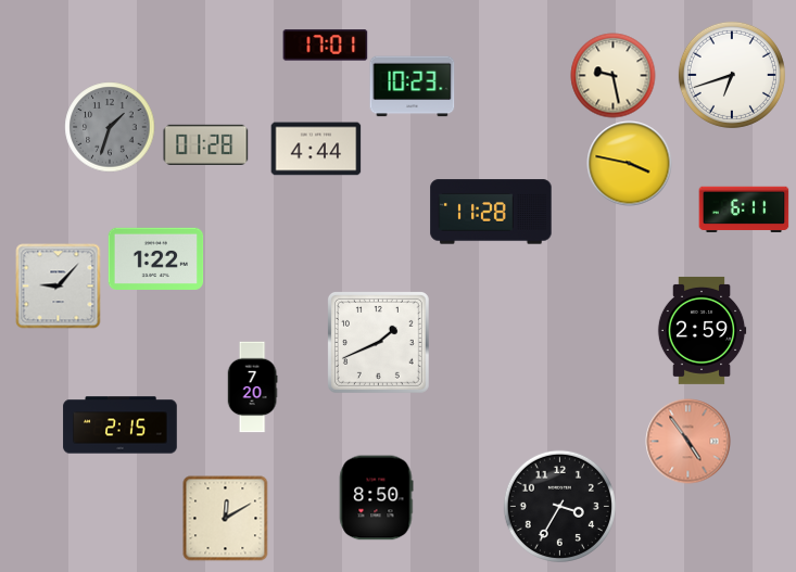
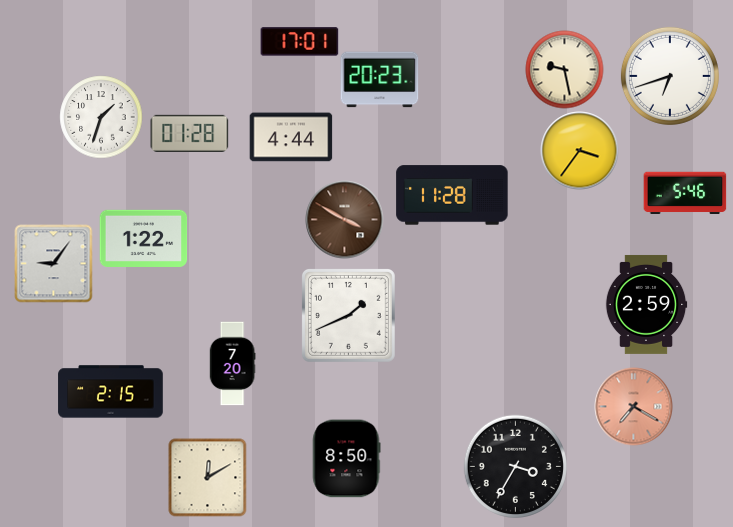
clock at (732, 75) position: (732, 75) -> (670, 76)
clock at (412, 87): 10:23 -> 20:23
clock at (110, 127) dial: grey -> white
clock at (629, 163): 3:47 -> 3:36
clock at (744, 209): 6:11 -> 5:46
clock at (344, 219): none -> 3:50
clock at (58, 285): 9:07 -> 9:06
clock at (252, 386) position: (252, 386) -> (232, 363)
clock at (687, 441): 4:54 -> 7:20
